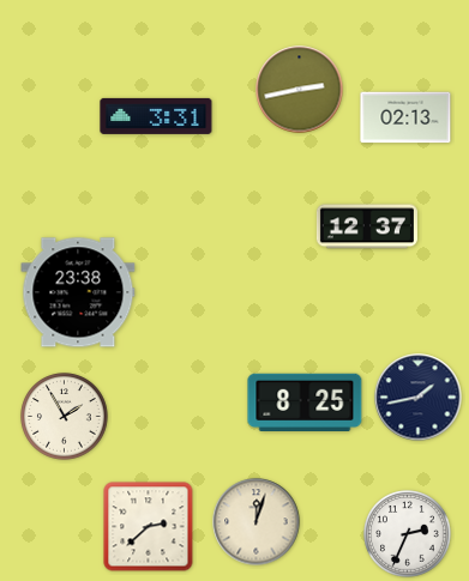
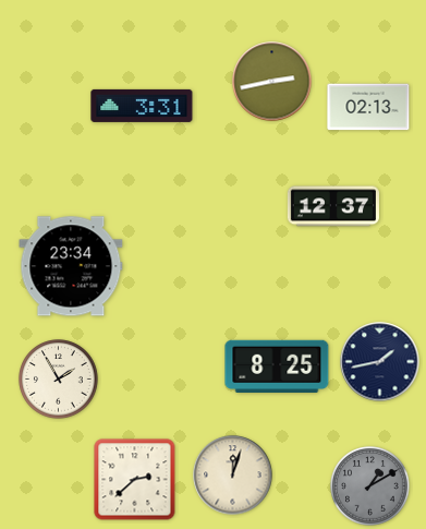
clock at (78, 292): 23:38 -> 23:34
clock at (408, 534): 2:34 -> 1:10
clock at (408, 534) dial: white -> grey
